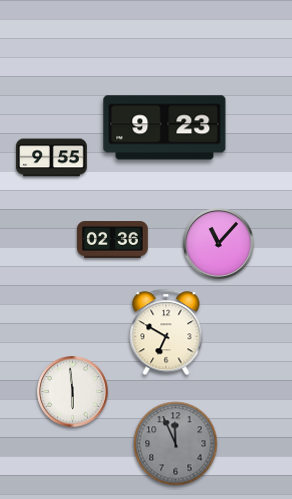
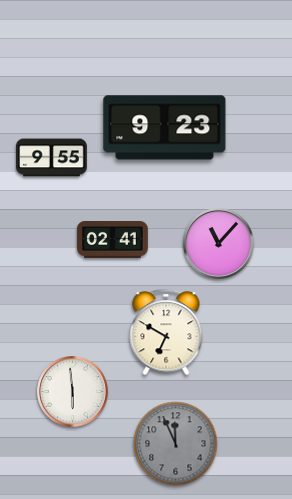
clock at (113, 240): 02:36 -> 02:41
